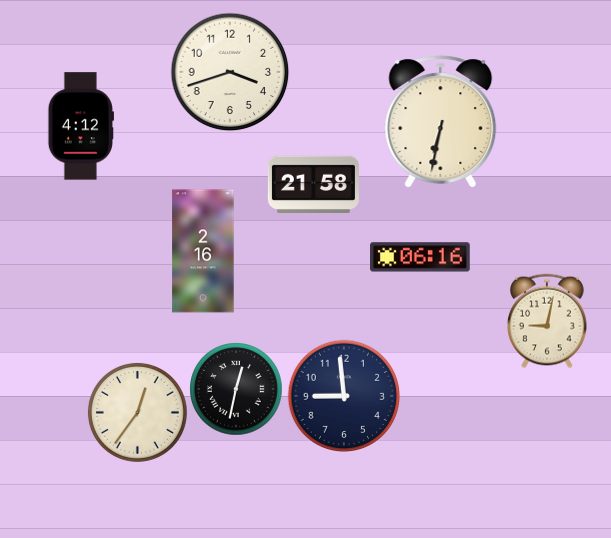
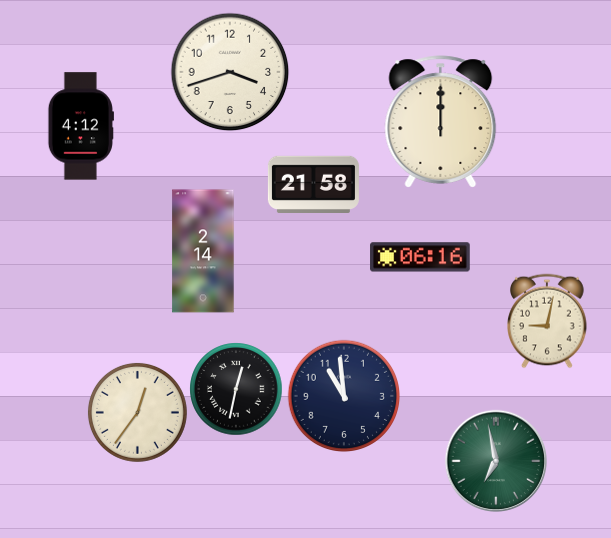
clock at (441, 122): 6:32 -> 12:00
clock at (203, 251): 2:16 -> 2:14
clock at (343, 395): 8:59 -> 10:59
clock at (495, 460): none -> 6:58
